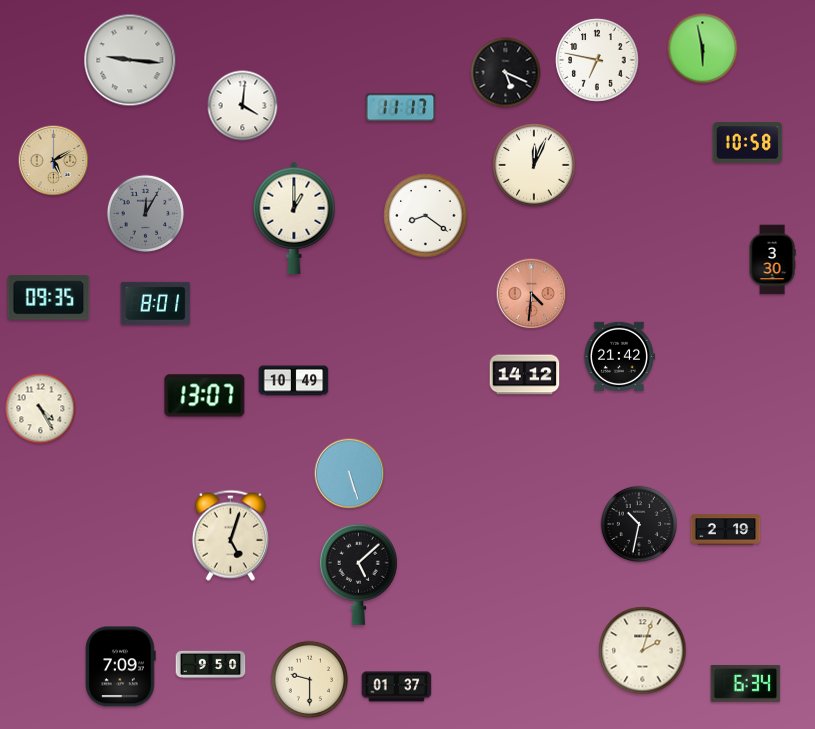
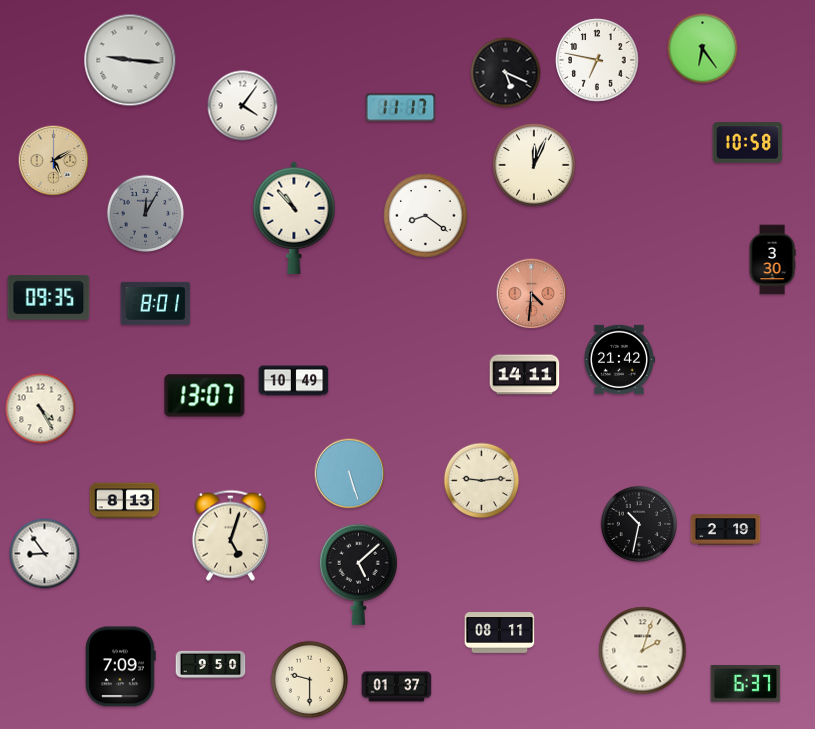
clock at (703, 49): 5:58 -> 6:24
clock at (243, 106): 4:01 -> 4:06
clock at (294, 218): 1:00 -> 10:53
clock at (619, 356) position: (619, 356) -> (619, 359)
clock at (525, 375): 14:12 -> 14:11
clock at (482, 481): none -> 9:14
clock at (125, 501): none -> 8:13
clock at (45, 554): none -> 8:54
clock at (500, 633): none -> 08:11
clock at (746, 683): 6:34 -> 6:37
